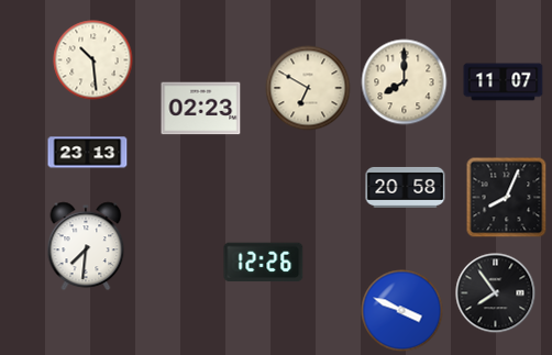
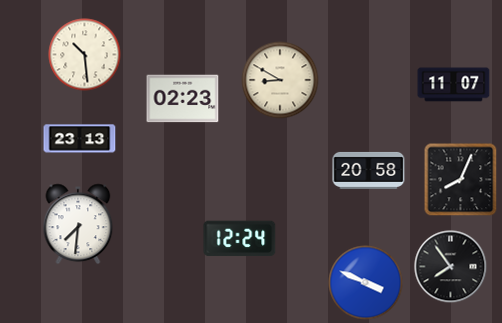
clock at (405, 82): 8:00 -> none
clock at (504, 82) position: (504, 82) -> (454, 85)
clock at (308, 88): 6:50 -> 8:50
clock at (264, 263): 12:26 -> 12:24
